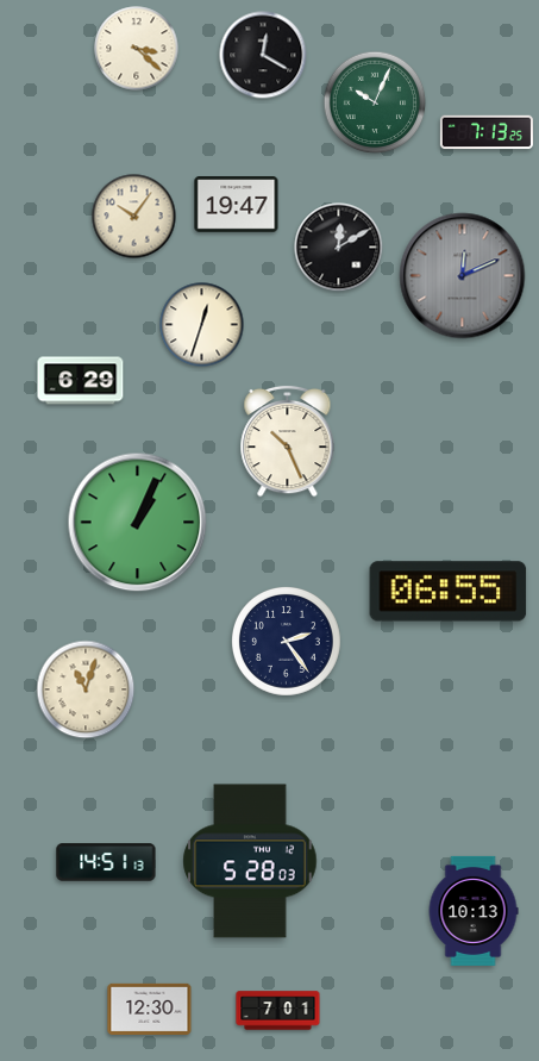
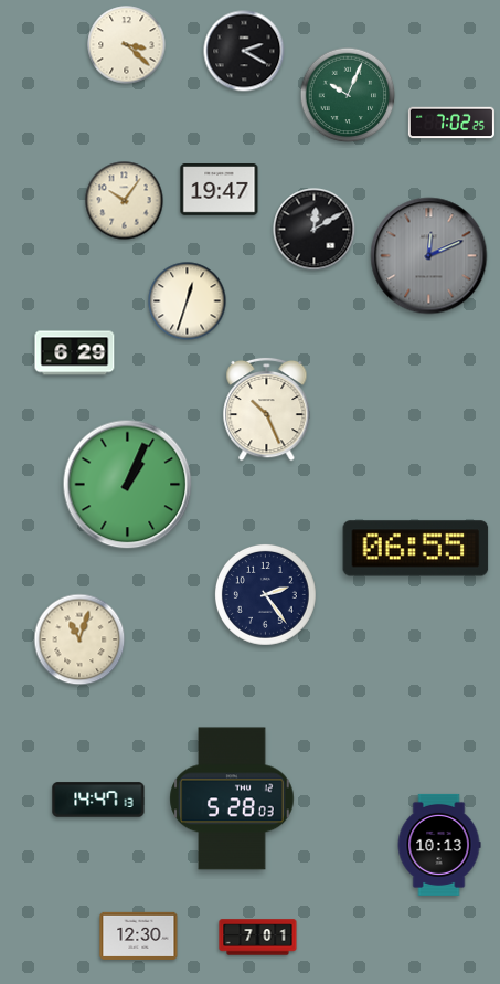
clock at (263, 55): 12:20 -> 2:20
clock at (487, 132): 7:13 -> 7:02
clock at (106, 862): 14:51 -> 14:47
